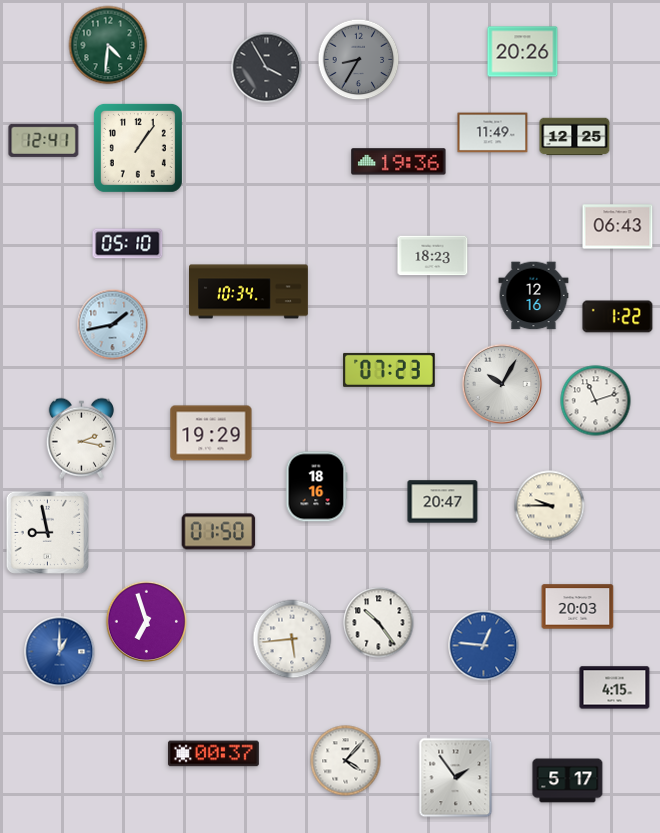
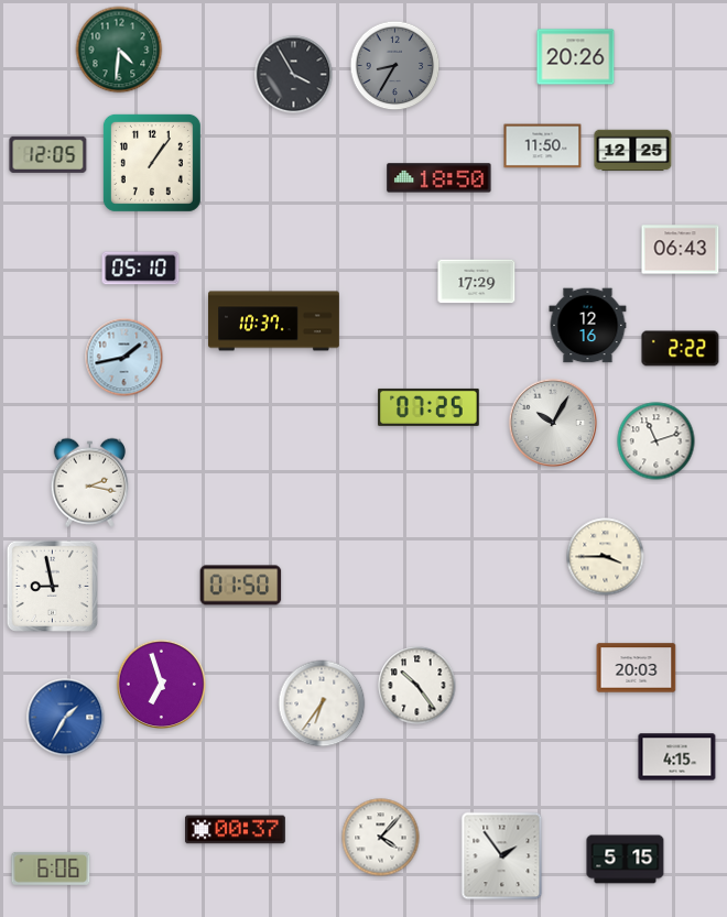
clock at (493, 133): 11:49 -> 11:50
clock at (44, 140): 12:41 -> 12:05
clock at (399, 162): 19:36 -> 18:50
clock at (433, 256): 18:23 -> 17:29
clock at (249, 292): 10:34 -> 10:37
clock at (618, 317): 1:22 -> 2:22
clock at (389, 370): 07:23 -> 07:25
clock at (211, 433): 19:29 -> none
clock at (316, 487): 18:16 -> none
clock at (443, 502): 20:47 -> none
clock at (550, 506): 9:45 -> 3:45
clock at (292, 639): 5:44 -> 6:36
clock at (484, 646): 12:46 -> none
clock at (60, 652): 1:00 -> 1:35
clock at (568, 781): 5:17 -> 5:15
clock at (51, 869): none -> 6:06
